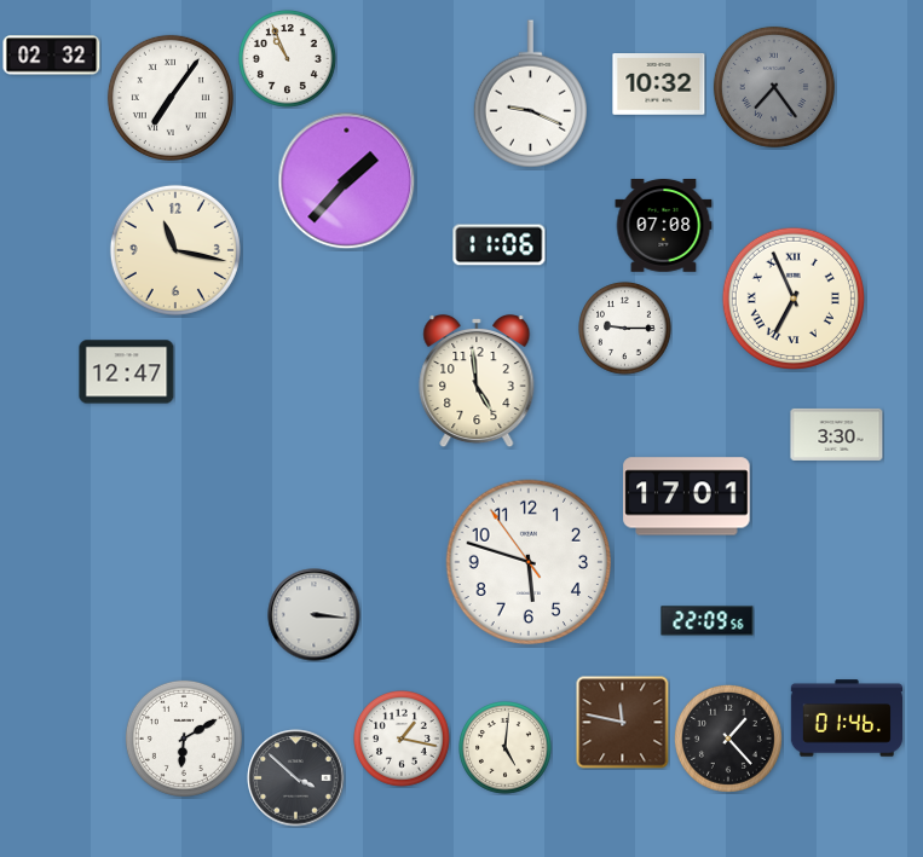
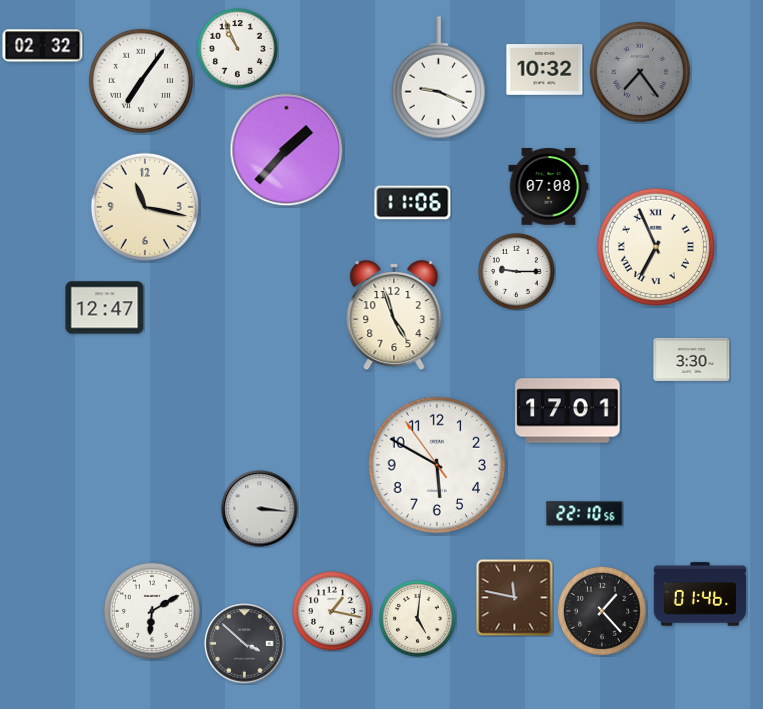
clock at (477, 381): 4:59 -> 4:57
clock at (529, 562): 5:47 -> 5:49
clock at (708, 621): 22:09 -> 22:10
